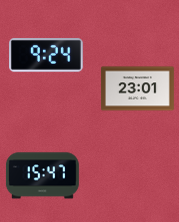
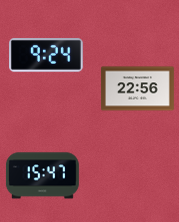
clock at (137, 89): 23:01 -> 22:56
